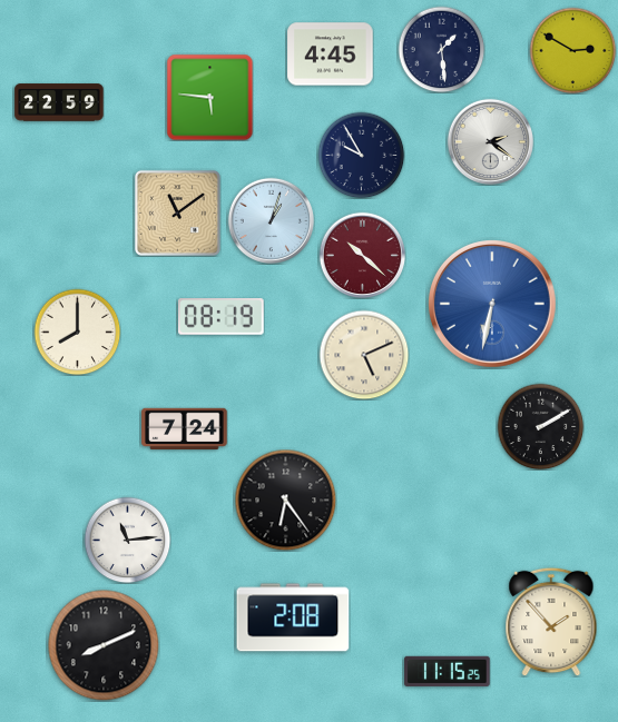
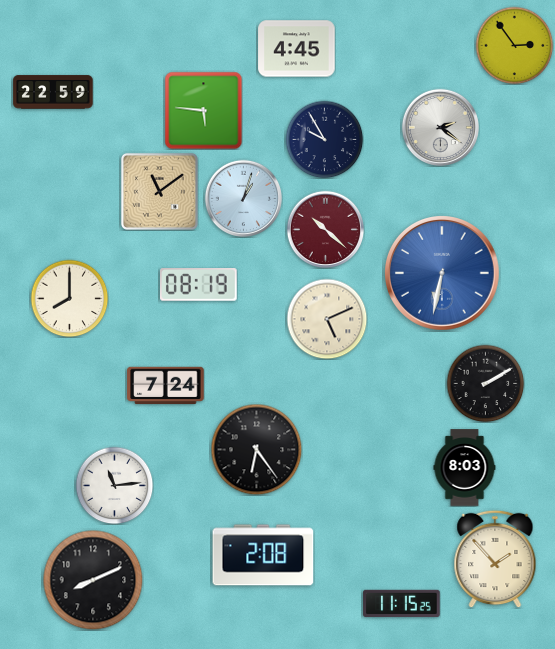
clock at (441, 49): 1:29 -> none
clock at (572, 50): 2:50 -> 2:54
clock at (209, 97) position: (209, 97) -> (203, 110)
clock at (465, 468): none -> 8:03
